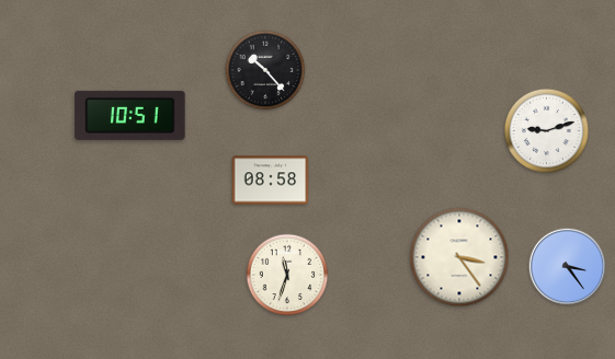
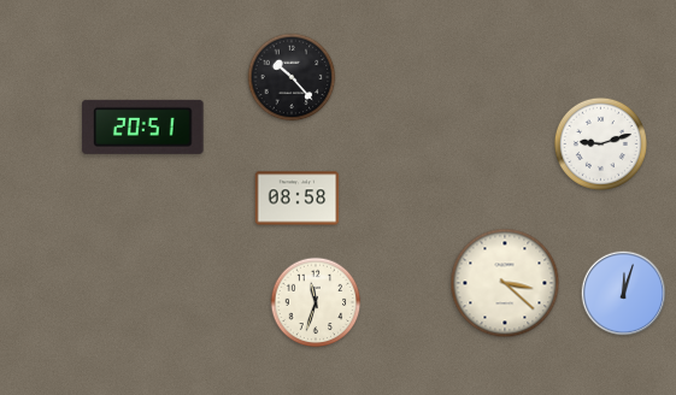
clock at (130, 115): 10:51 -> 20:51
clock at (459, 257): 3:24 -> 3:22
clock at (568, 267): 3:24 -> 12:03
